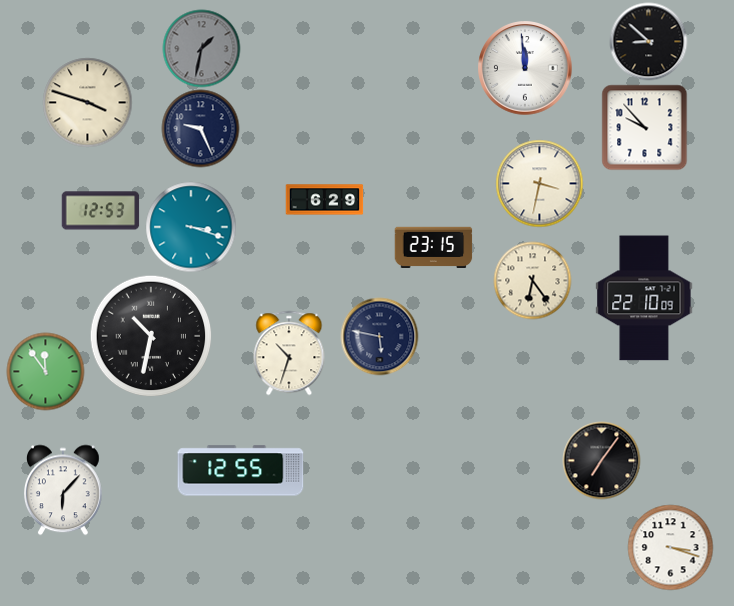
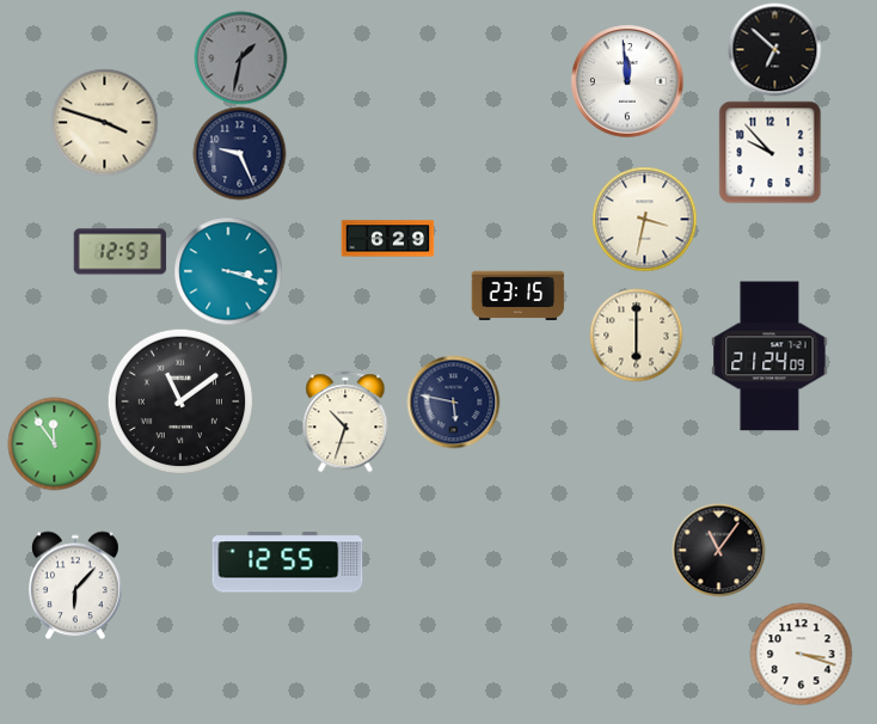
clock at (648, 41): 8:52 -> 6:52
clock at (532, 280): 6:24 -> 6:00
clock at (644, 298): 22:10 -> 21:24
clock at (151, 336): 10:32 -> 11:09
clock at (601, 460): 7:06 -> 11:06
